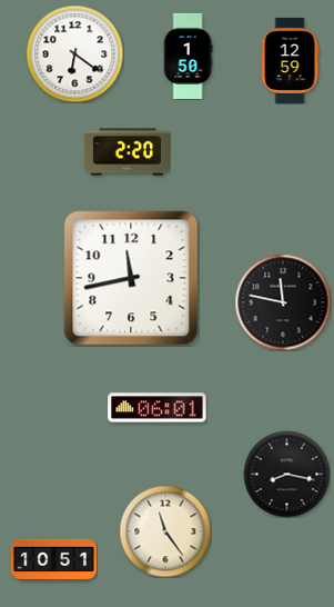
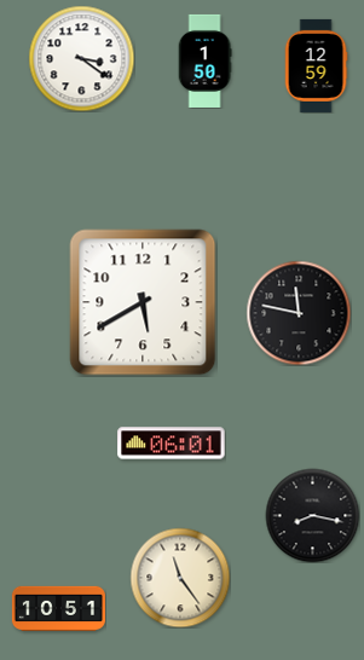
clock at (74, 53): 6:21 -> 3:21
clock at (126, 152): 2:20 -> none
clock at (131, 278): 11:43 -> 5:40
clock at (283, 302) position: (283, 302) -> (299, 313)
